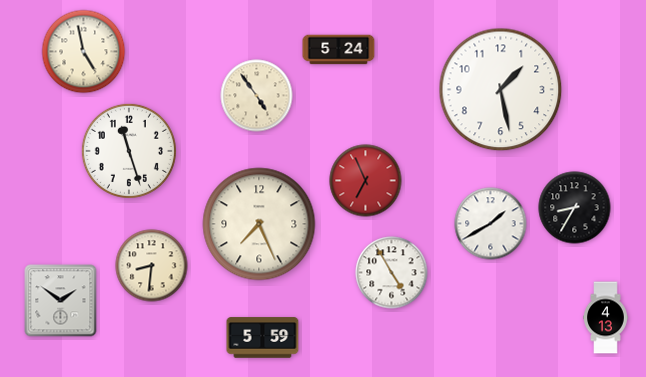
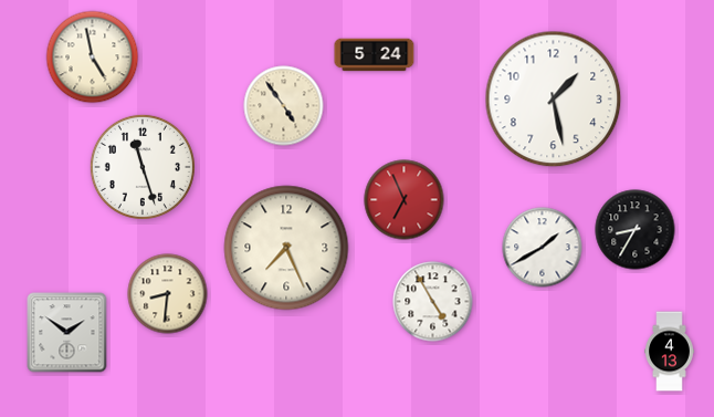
clock at (263, 338): 5:59 -> none
